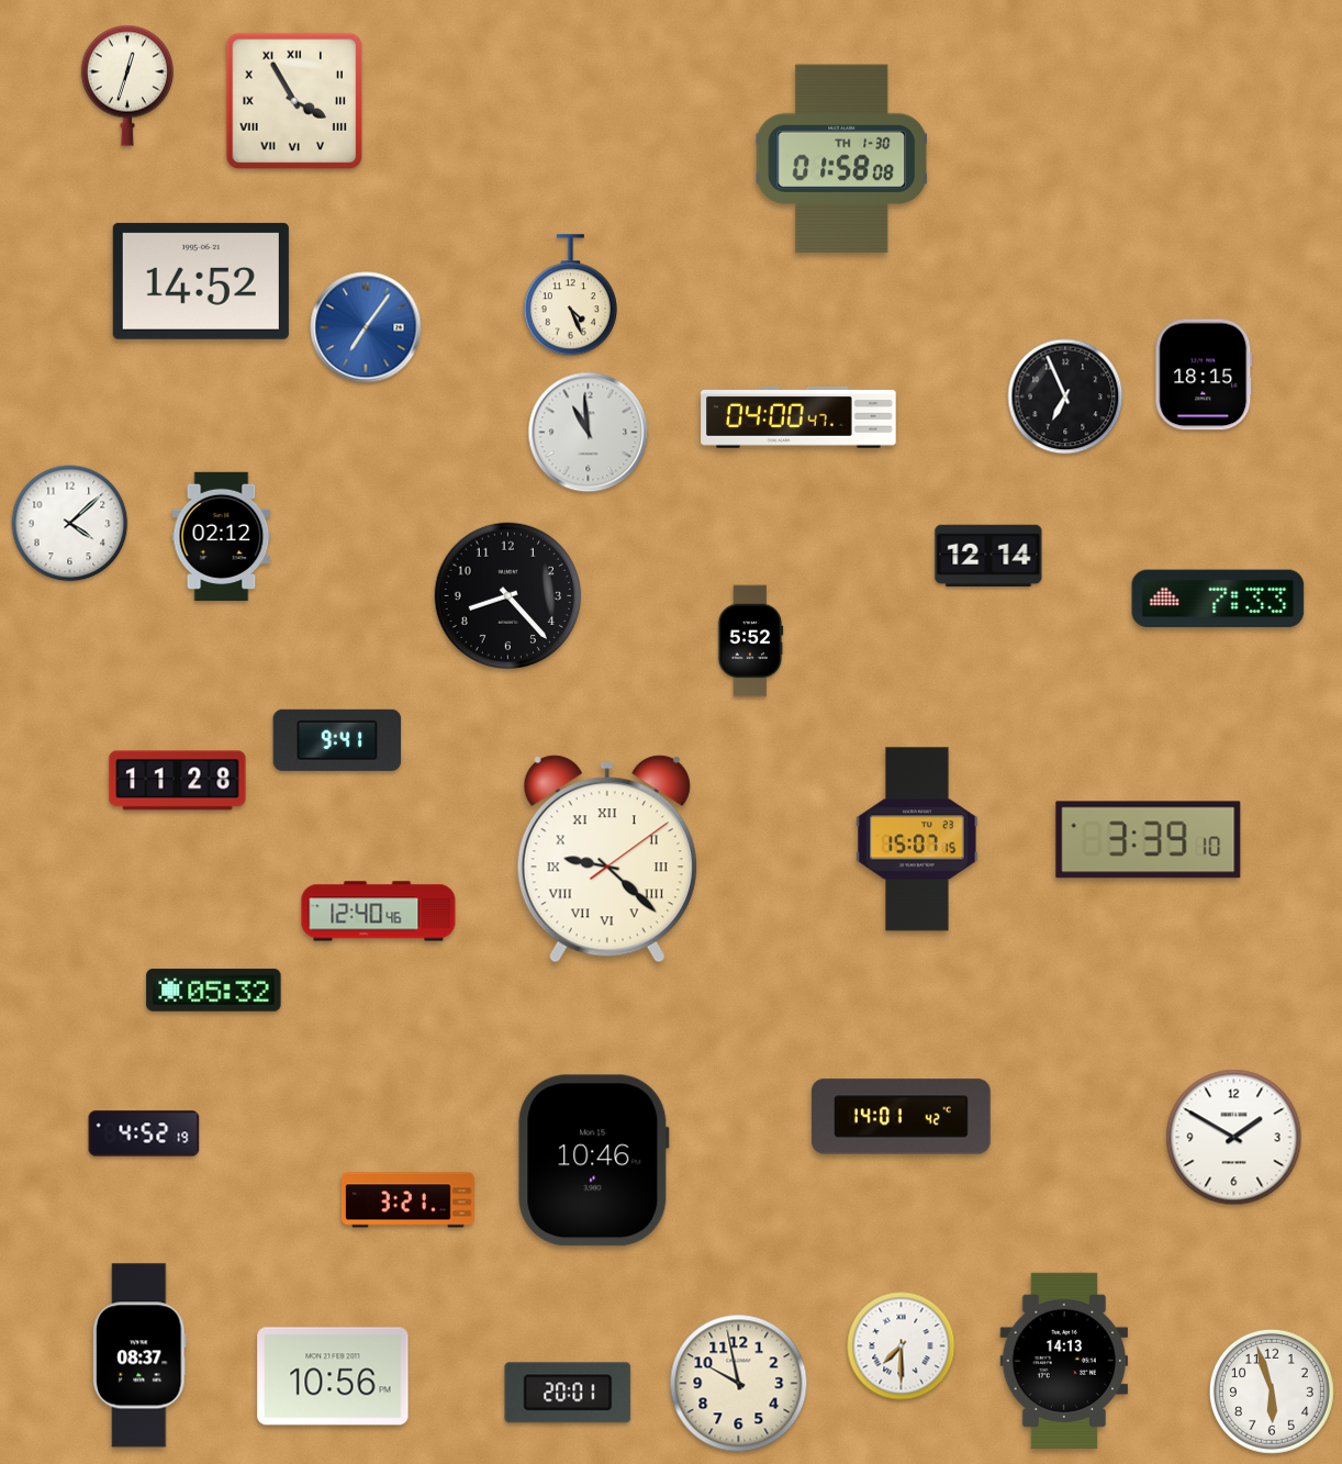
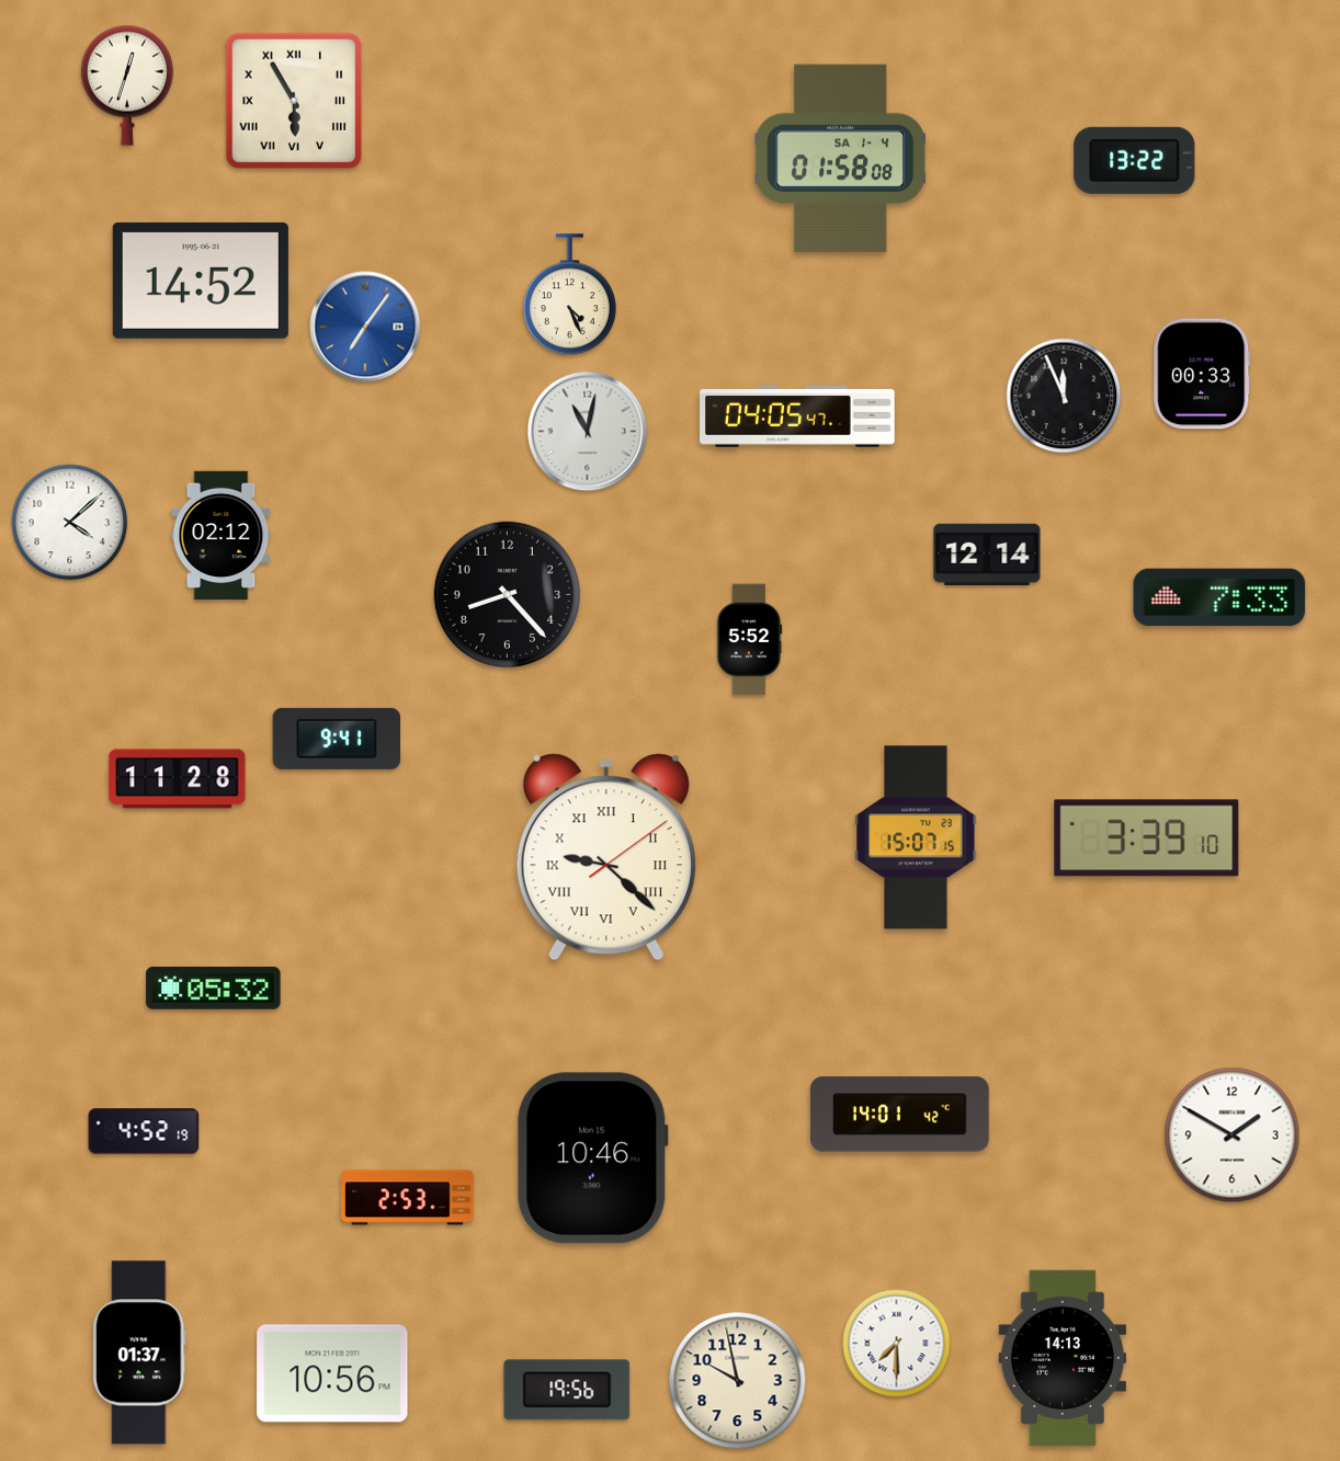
clock at (294, 101): 3:55 -> 5:55
clock at (841, 159) date: TH 1-30 -> SA 1-4
clock at (1135, 160): none -> 13:22
clock at (1204, 375): 18:15 -> 00:33
clock at (1065, 396): 6:56 -> 11:56
clock at (798, 417): 04:00 -> 04:05
clock at (589, 433): 10:59 -> 11:02
clock at (1218, 599) position: (1218, 599) -> (1219, 597)
clock at (379, 912): 12:40 -> none
clock at (409, 1200): 3:21 -> 2:53
clock at (902, 1346) position: (902, 1346) -> (897, 1344)
clock at (139, 1355): 08:37 -> 01:37
clock at (1272, 1392): 5:57 -> none
clock at (568, 1393): 20:01 -> 19:56
